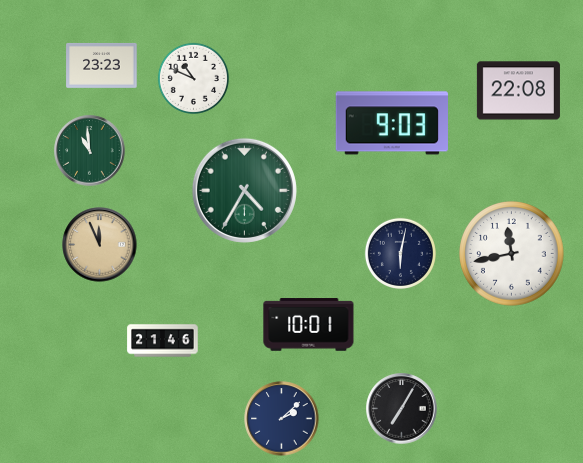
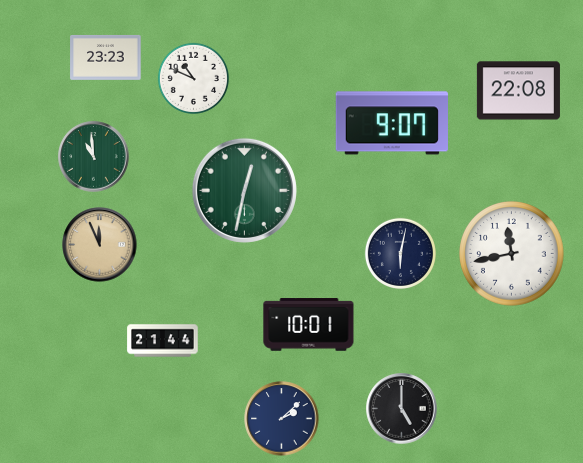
clock at (102, 65) position: (102, 65) -> (106, 57)
clock at (392, 123): 9:03 -> 9:07
clock at (90, 151) position: (90, 151) -> (94, 157)
clock at (244, 190): 4:35 -> 12:32
clock at (163, 341): 21:46 -> 21:44
clock at (402, 409): 7:05 -> 5:00
